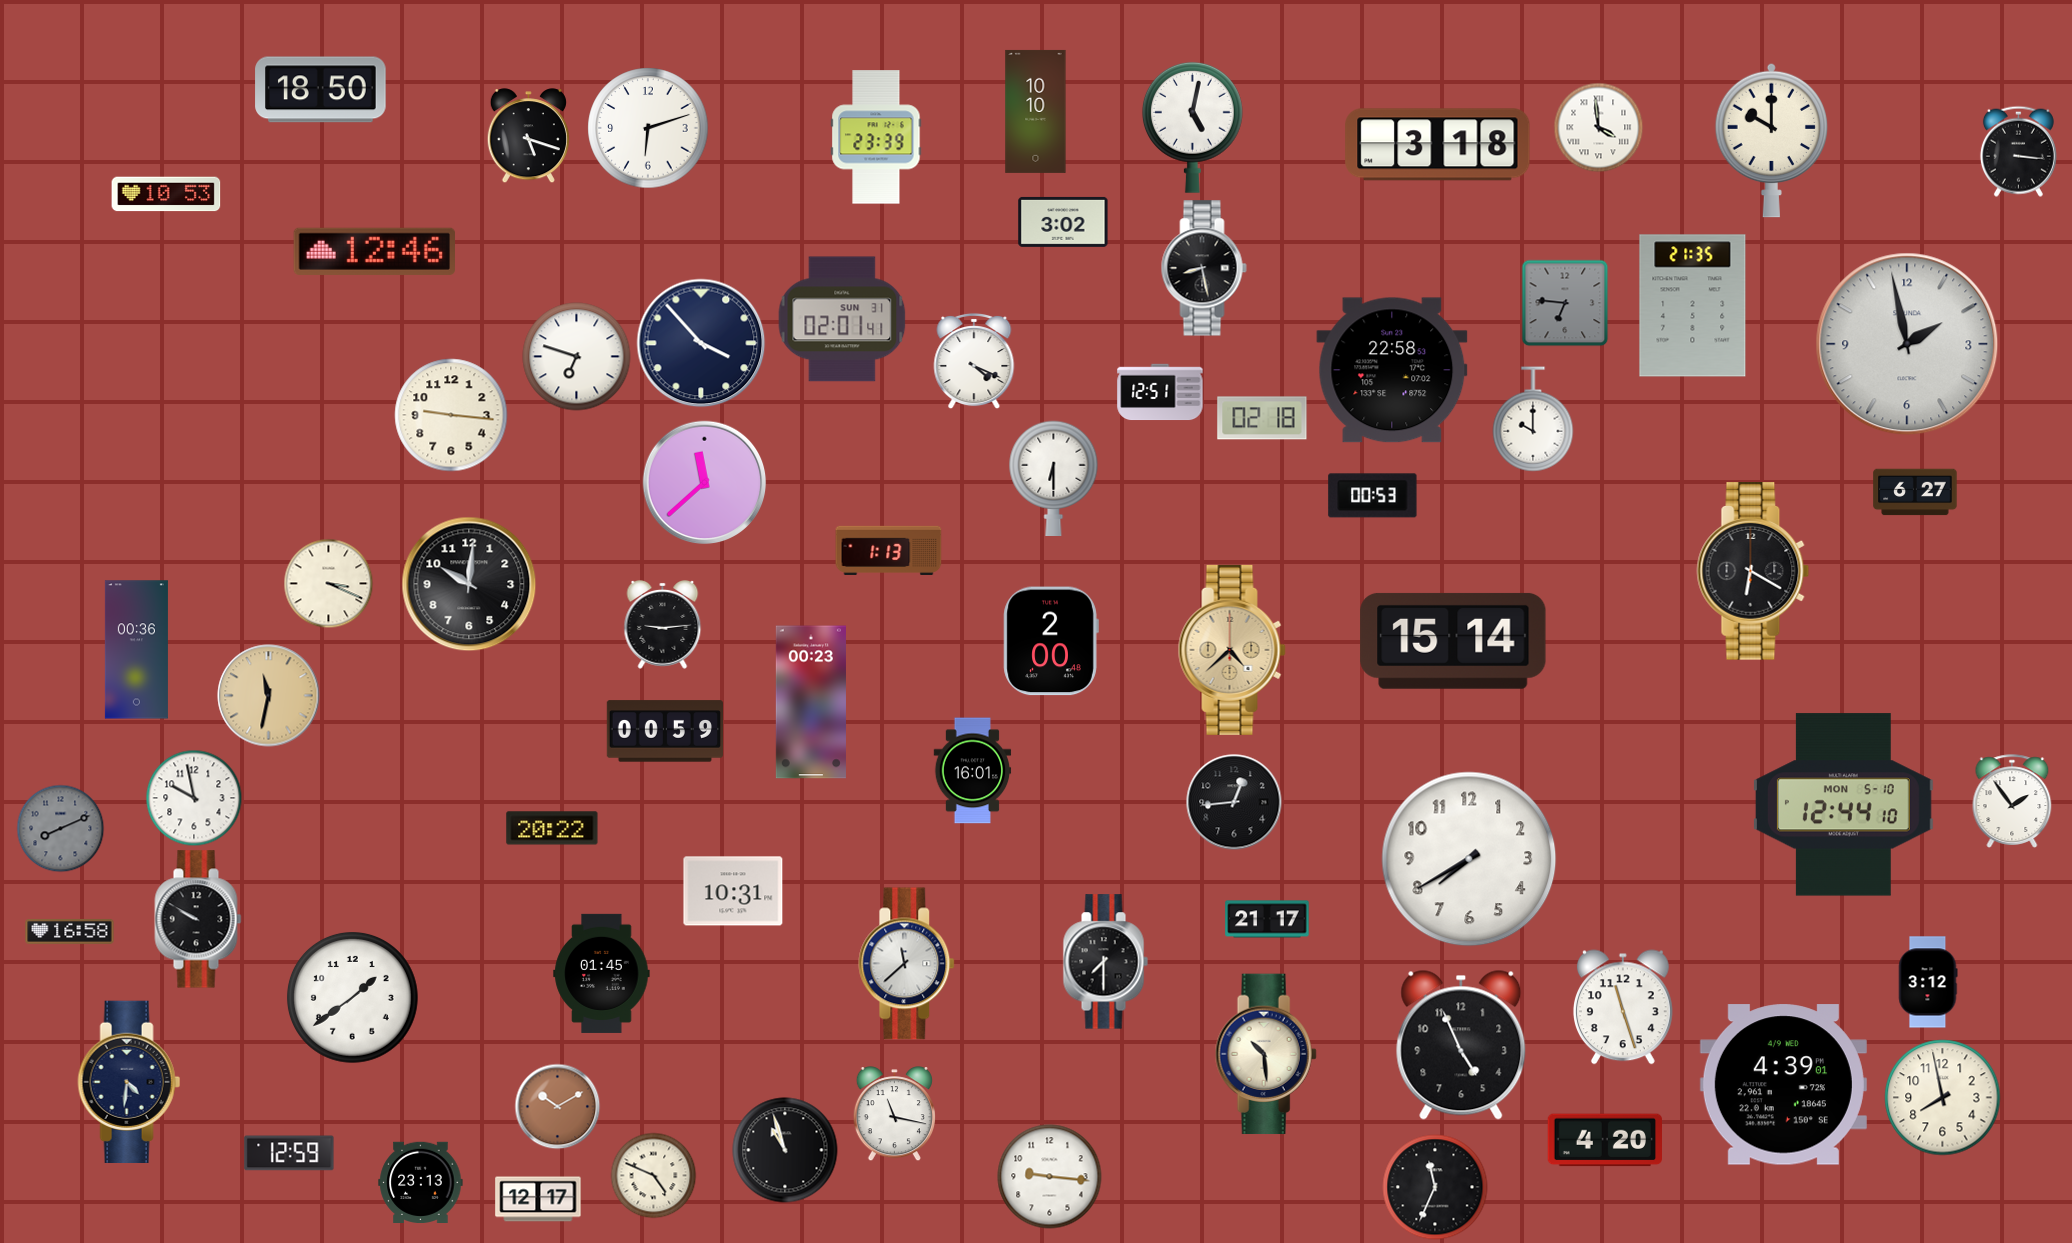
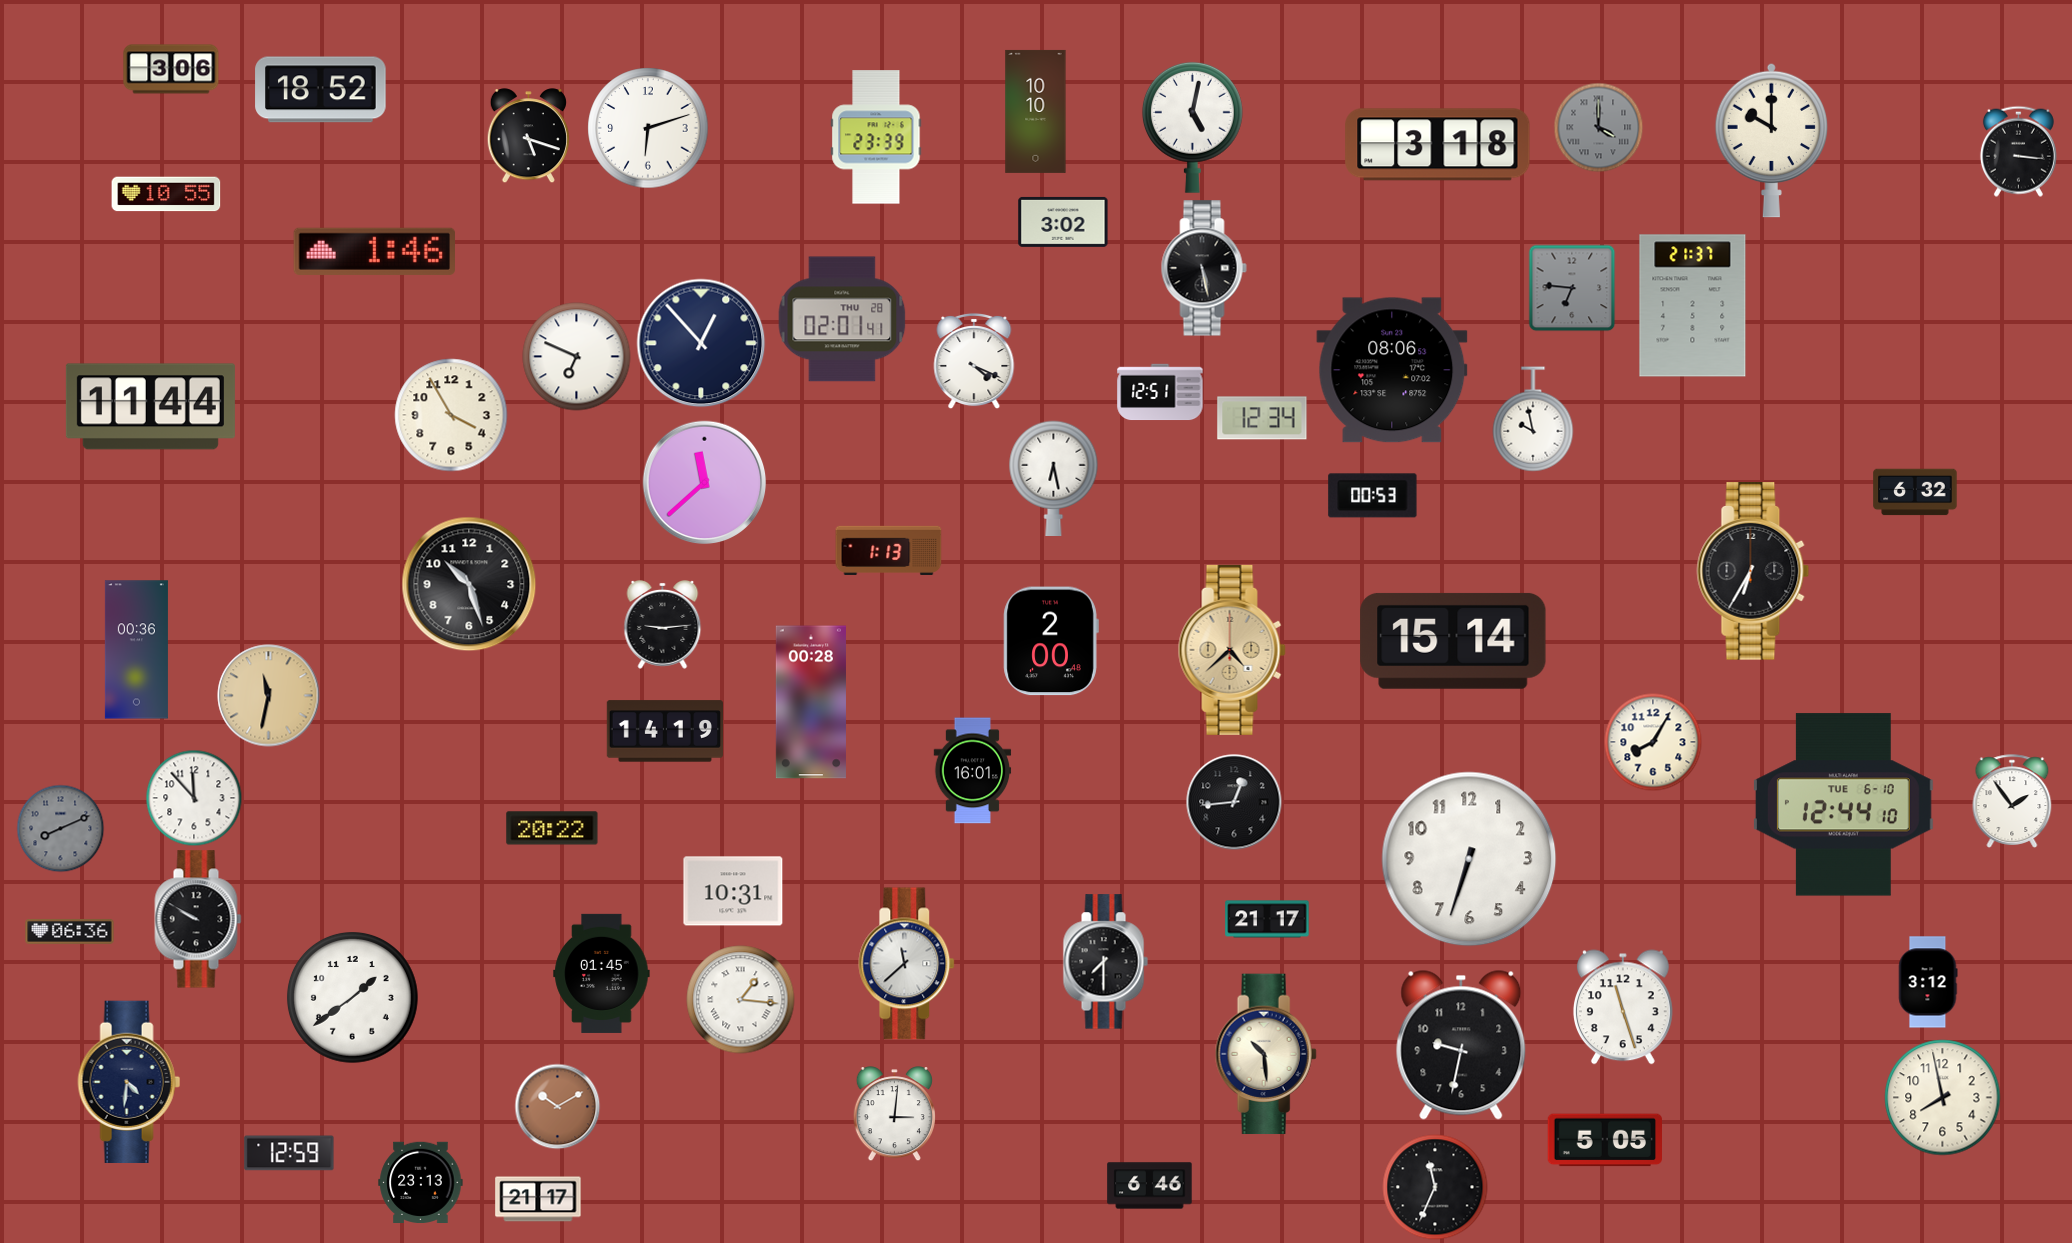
clock at (171, 69): none -> 3:06
clock at (321, 90): 18:50 -> 18:52
clock at (1598, 127): 3:59 -> 4:00
clock at (1598, 127) dial: white -> grey
clock at (166, 194): 10:53 -> 10:55
clock at (374, 251): 12:46 -> 1:46
clock at (1204, 268): 8:28 -> 5:28
clock at (1565, 303) position: (1565, 303) -> (1572, 288)
clock at (1693, 306): 21:35 -> 21:37
clock at (842, 319) date: SUN 31 -> THU 28
clock at (701, 343): 3:53 -> 12:53
clock at (1907, 344): 1:58 -> none
clock at (577, 357): 6:48 -> 6:49
clock at (1392, 370): 22:58 -> 08:06
clock at (150, 407): none -> 11:44
clock at (451, 415): 9:16 -> 3:55
clock at (1262, 418): 02:18 -> 12:34
clock at (1533, 419): 10:00 -> 9:58
clock at (1054, 478): 6:30 -> 6:28
clock at (1915, 492): 6:27 -> 6:32
clock at (1753, 572): 6:20 -> 6:35
clock at (328, 583): 3:19 -> none
clock at (469, 584): 10:01 -> 10:27
clock at (811, 702): 00:23 -> 00:28
clock at (664, 731): 00:59 -> 14:19
clock at (1653, 742): none -> 8:05
clock at (194, 798): 9:58 -> 11:53
clock at (1843, 805) date: MON 5-10 -> TUE 6-10
clock at (1469, 859): 7:40 -> 6:33
clock at (70, 931): 16:58 -> 06:36
clock at (741, 1000): none -> 1:16
clock at (1461, 1045): 4:56 -> 9:32
clock at (1783, 1085): 4:39 -> none
clock at (894, 1114): 11:17 -> 3:01
clock at (1604, 1140): 4:20 -> 5:05
clock at (785, 1150): 10:57 -> none
clock at (653, 1175): 4:49 -> none
clock at (1050, 1177): 9:16 -> none
clock at (1150, 1186): none -> 6:46
clock at (538, 1199): 12:17 -> 21:17
